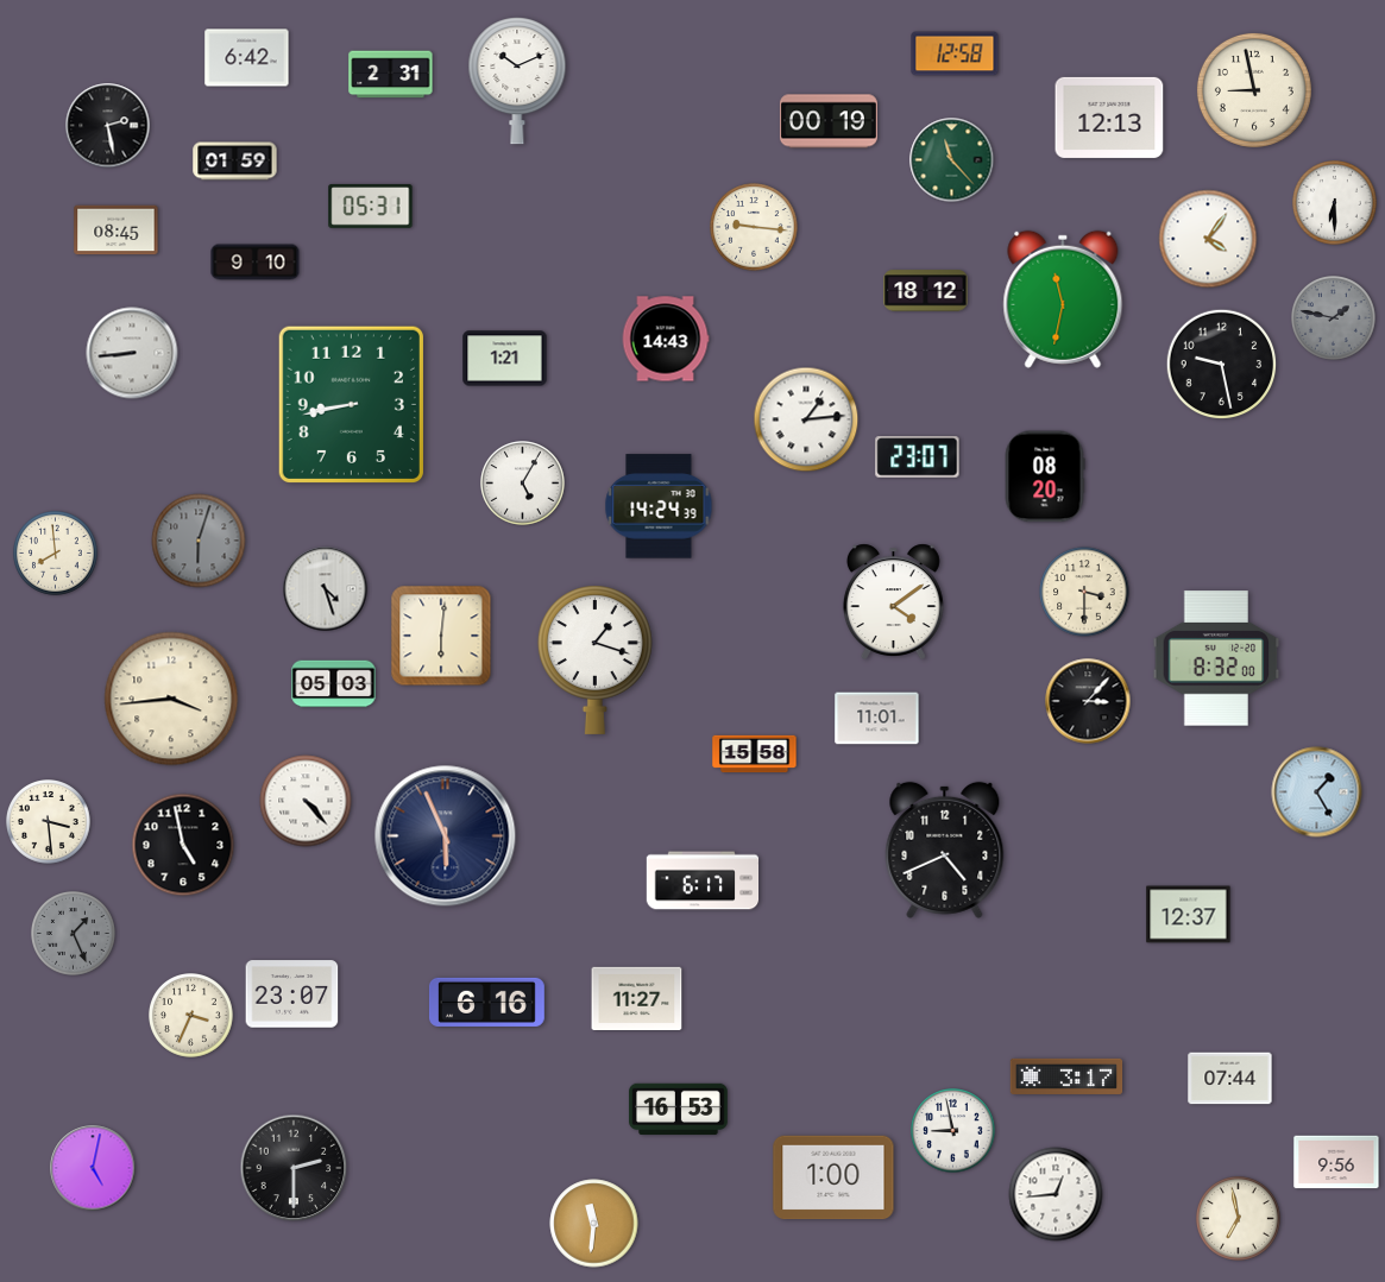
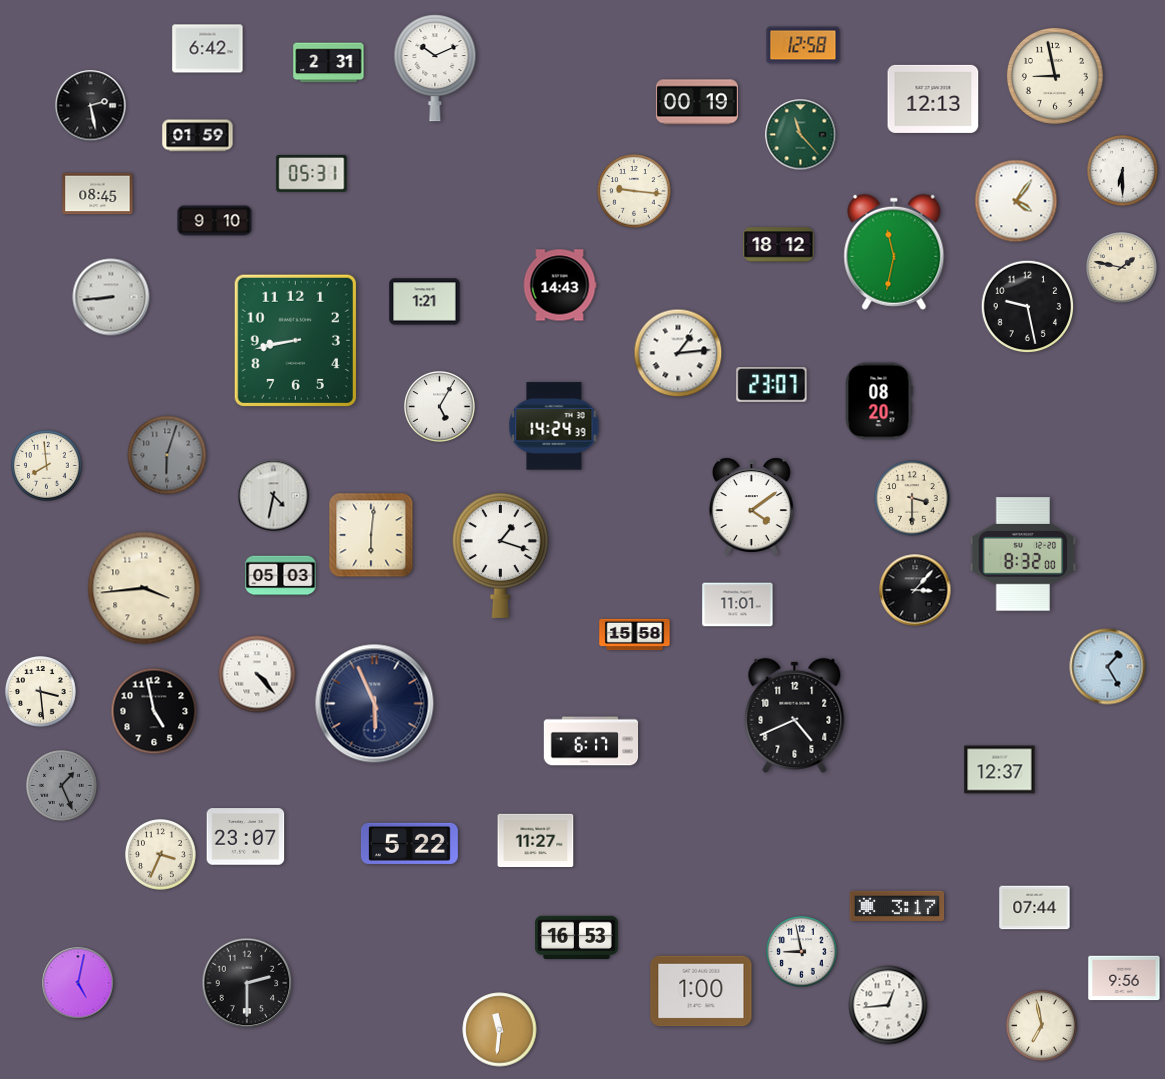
clock at (1334, 318) dial: grey -> cream
clock at (326, 589): 4:27 -> 4:32
clock at (486, 1002): 6:16 -> 5:22
clock at (679, 1110) position: (679, 1110) -> (577, 938)
